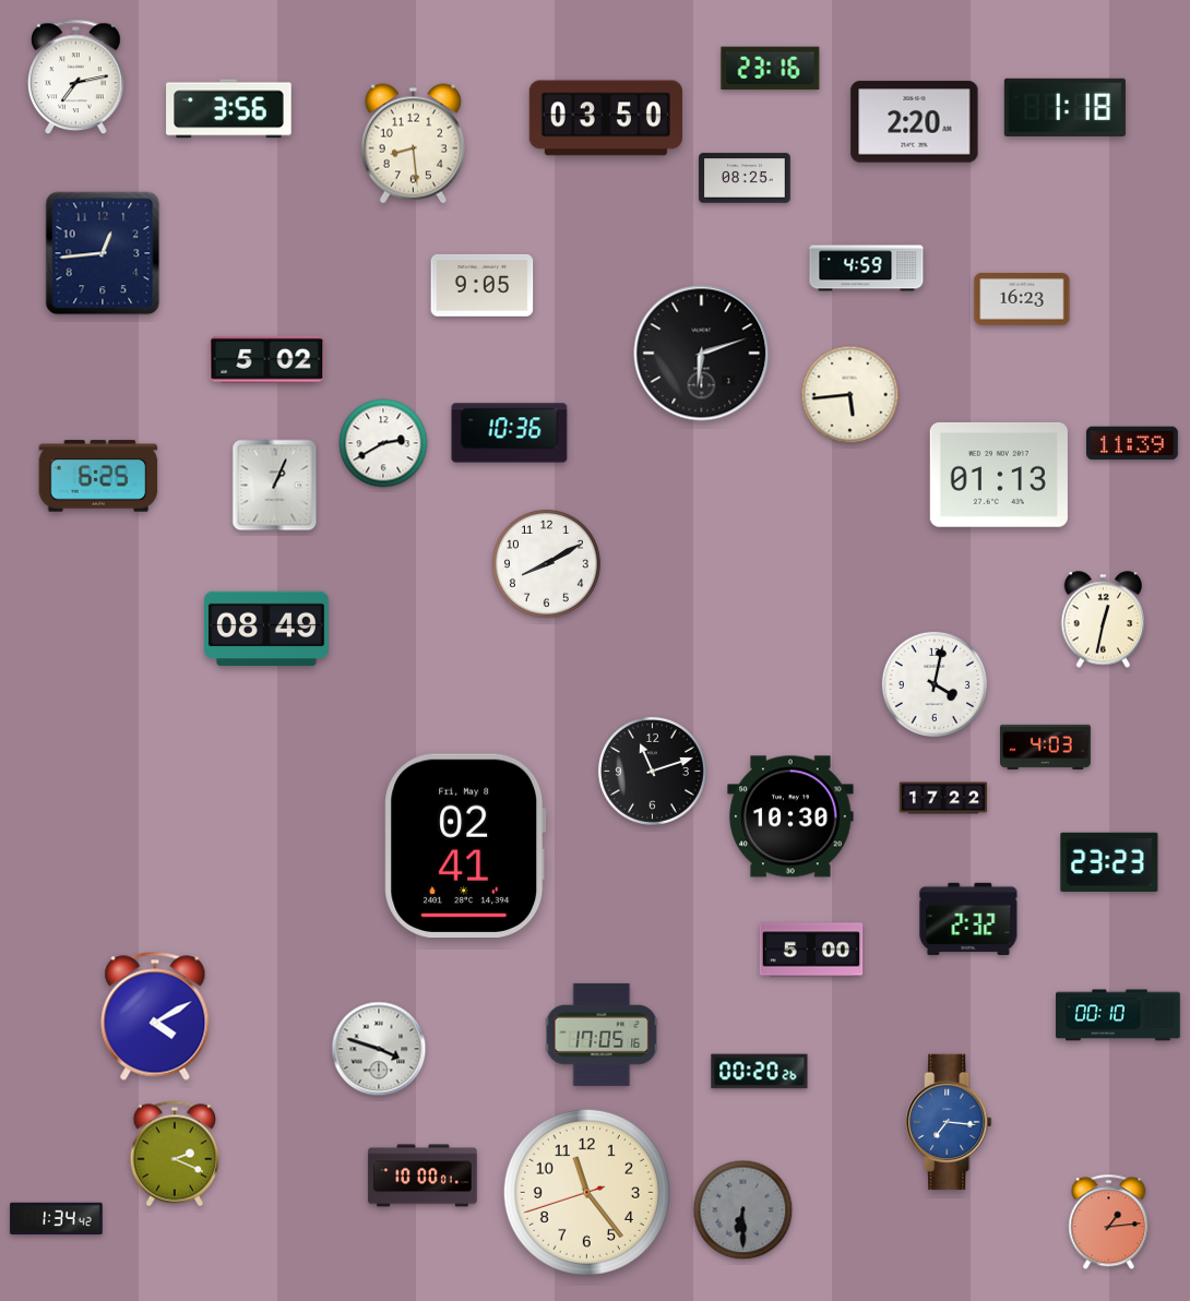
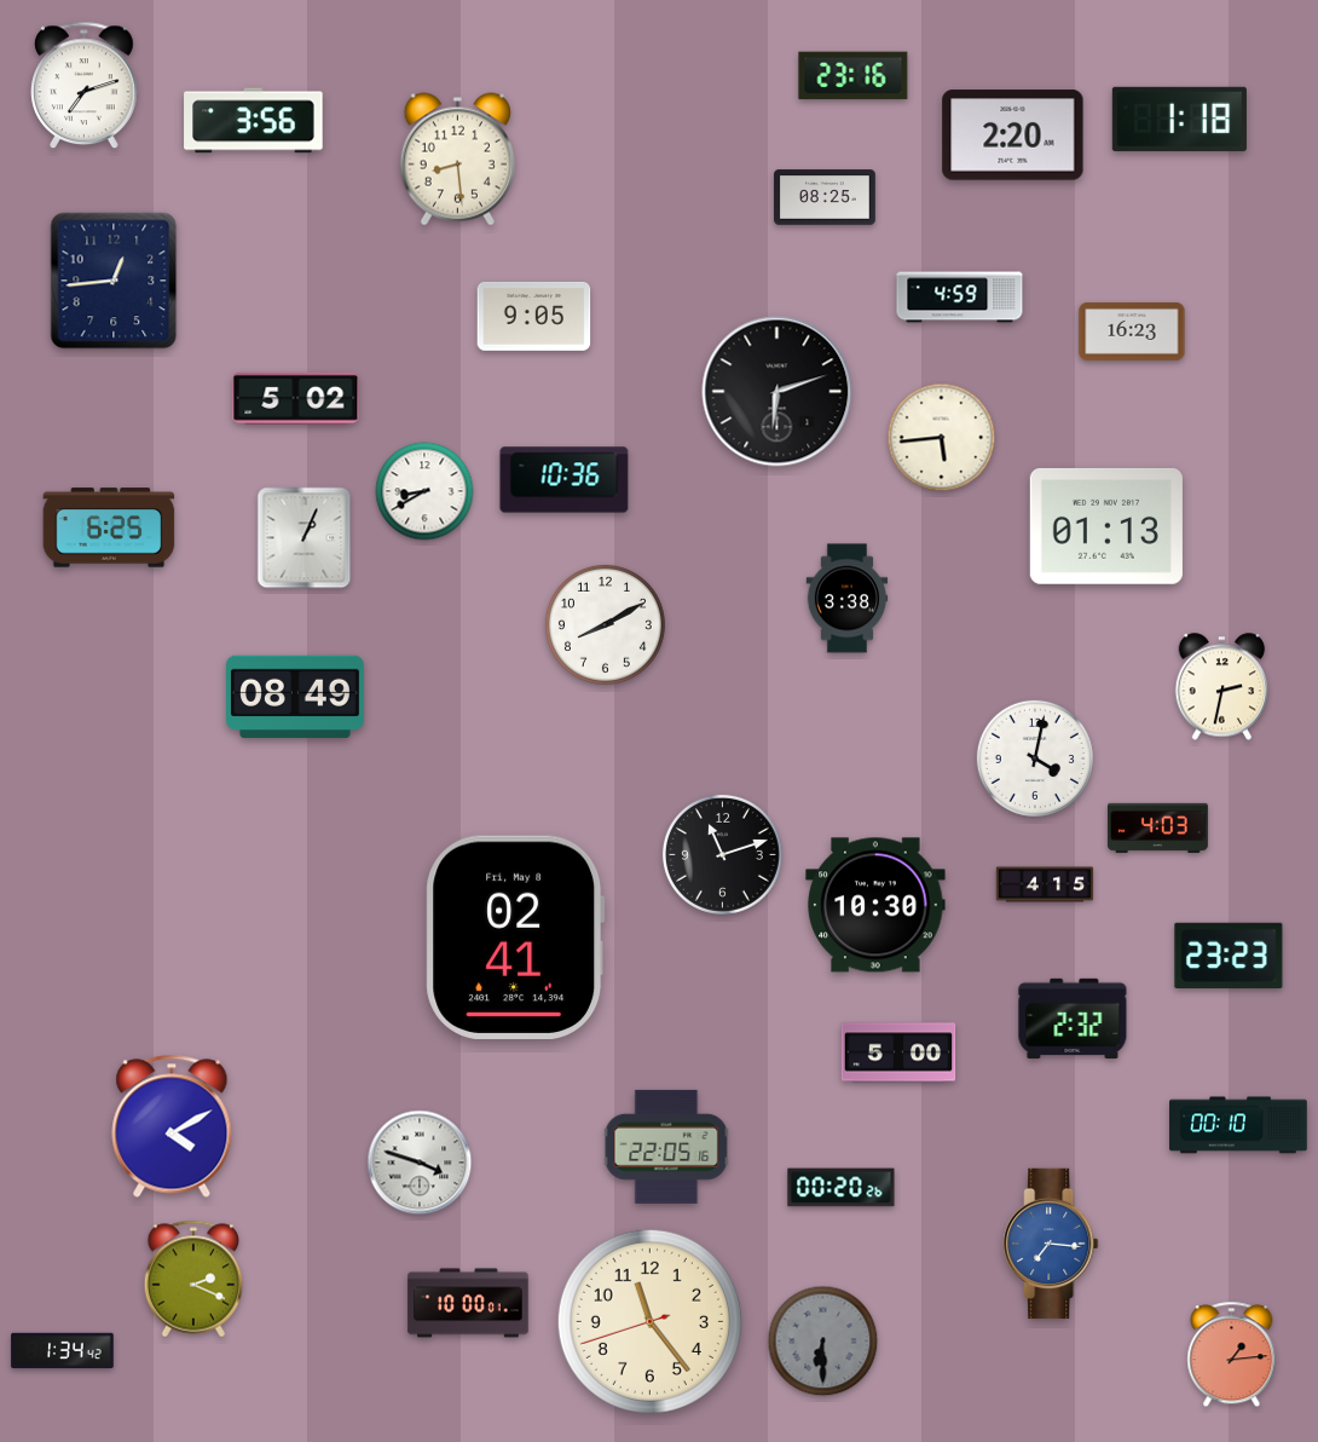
clock at (76, 77): 7:13 -> 7:12
clock at (605, 118): 03:50 -> none
clock at (383, 443): 2:40 -> 8:40
clock at (1133, 443): 11:39 -> none
clock at (848, 599): none -> 3:38
clock at (1104, 620): 12:32 -> 2:32
clock at (943, 798): 17:22 -> 4:15
clock at (602, 1035): 17:05 -> 22:05
clock at (1109, 1222) position: (1109, 1222) -> (1232, 1355)
